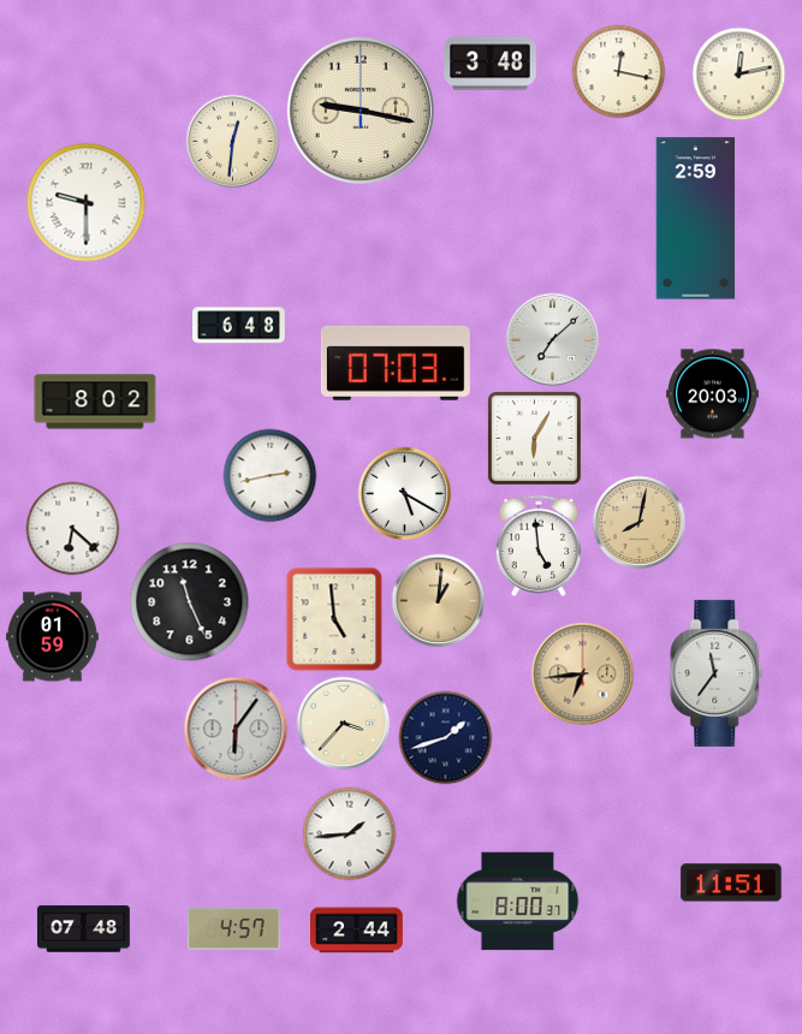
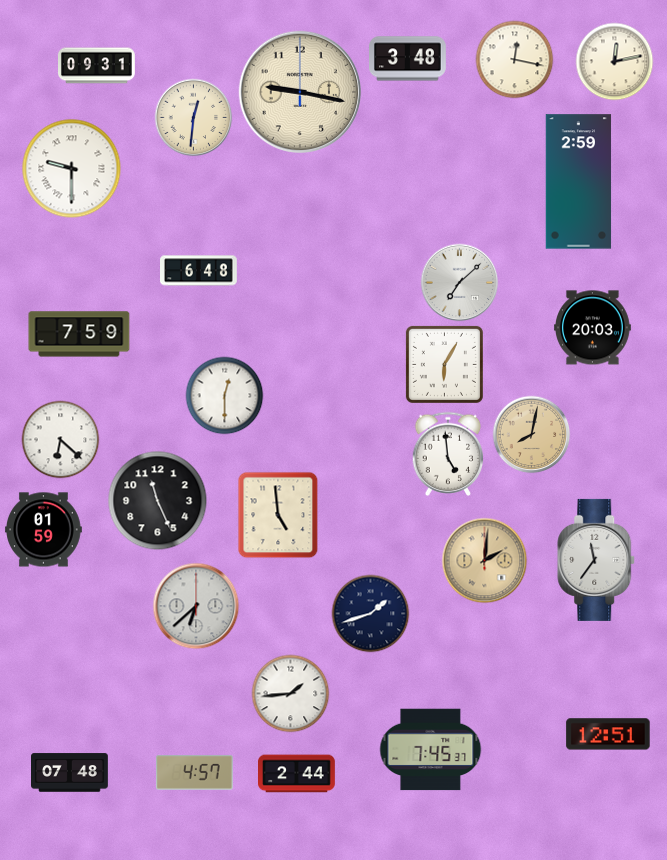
clock at (491, 64) position: (491, 64) -> (408, 59)
clock at (97, 66): none -> 09:31
clock at (396, 363): 07:03 -> none
clock at (95, 402): 8:02 -> 7:59
clock at (269, 475): 2:43 -> 12:30
clock at (404, 493): 5:20 -> none
clock at (438, 600): 1:01 -> none
clock at (582, 673): 6:44 -> 2:01
clock at (343, 723): 3:37 -> none
clock at (236, 729): 6:06 -> 6:38
clock at (731, 883): 11:51 -> 12:51
clock at (518, 902): 8:00 -> 7:45
